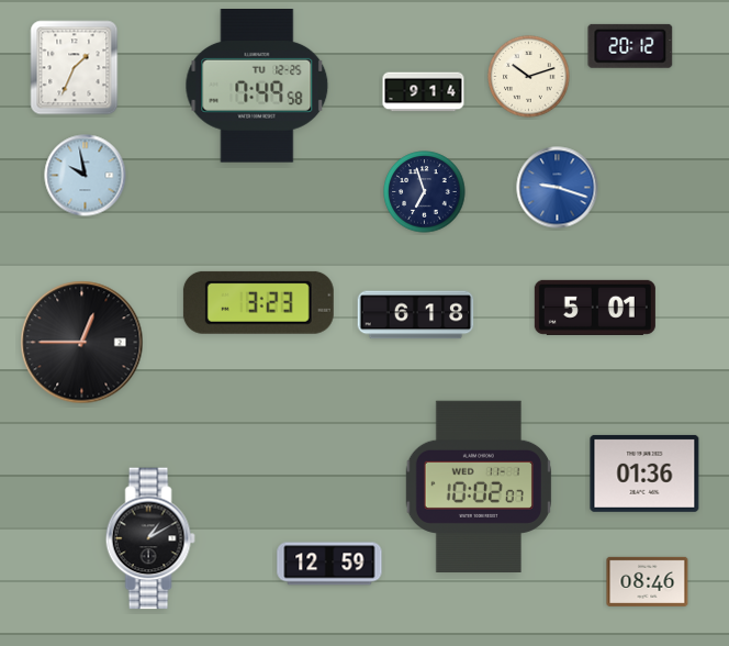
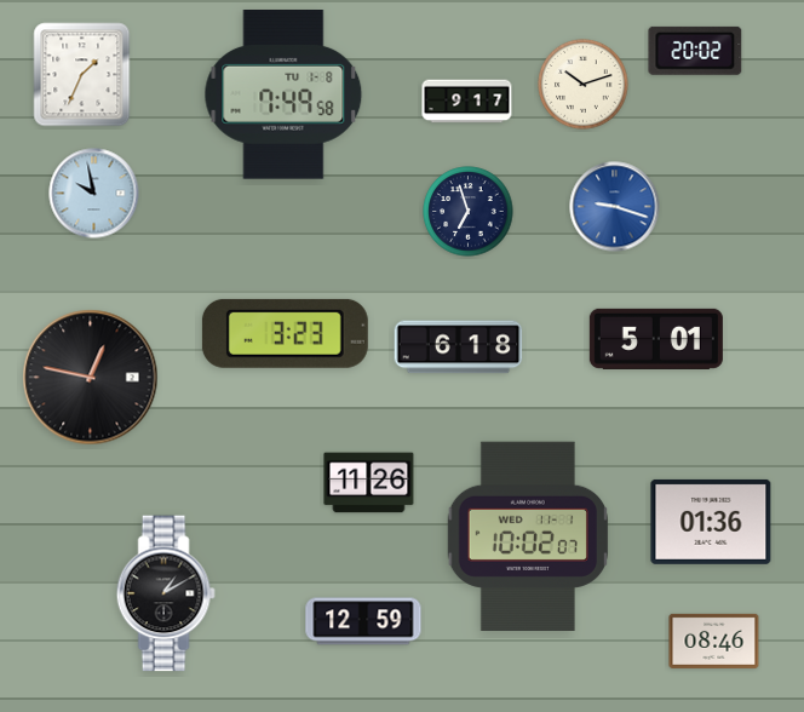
clock at (630, 46): 20:12 -> 20:02
clock at (257, 87) date: TU 12-25 -> TU 1-8
clock at (424, 92): 9:14 -> 9:17
clock at (82, 343): 12:45 -> 12:47
clock at (369, 483): none -> 11:26
